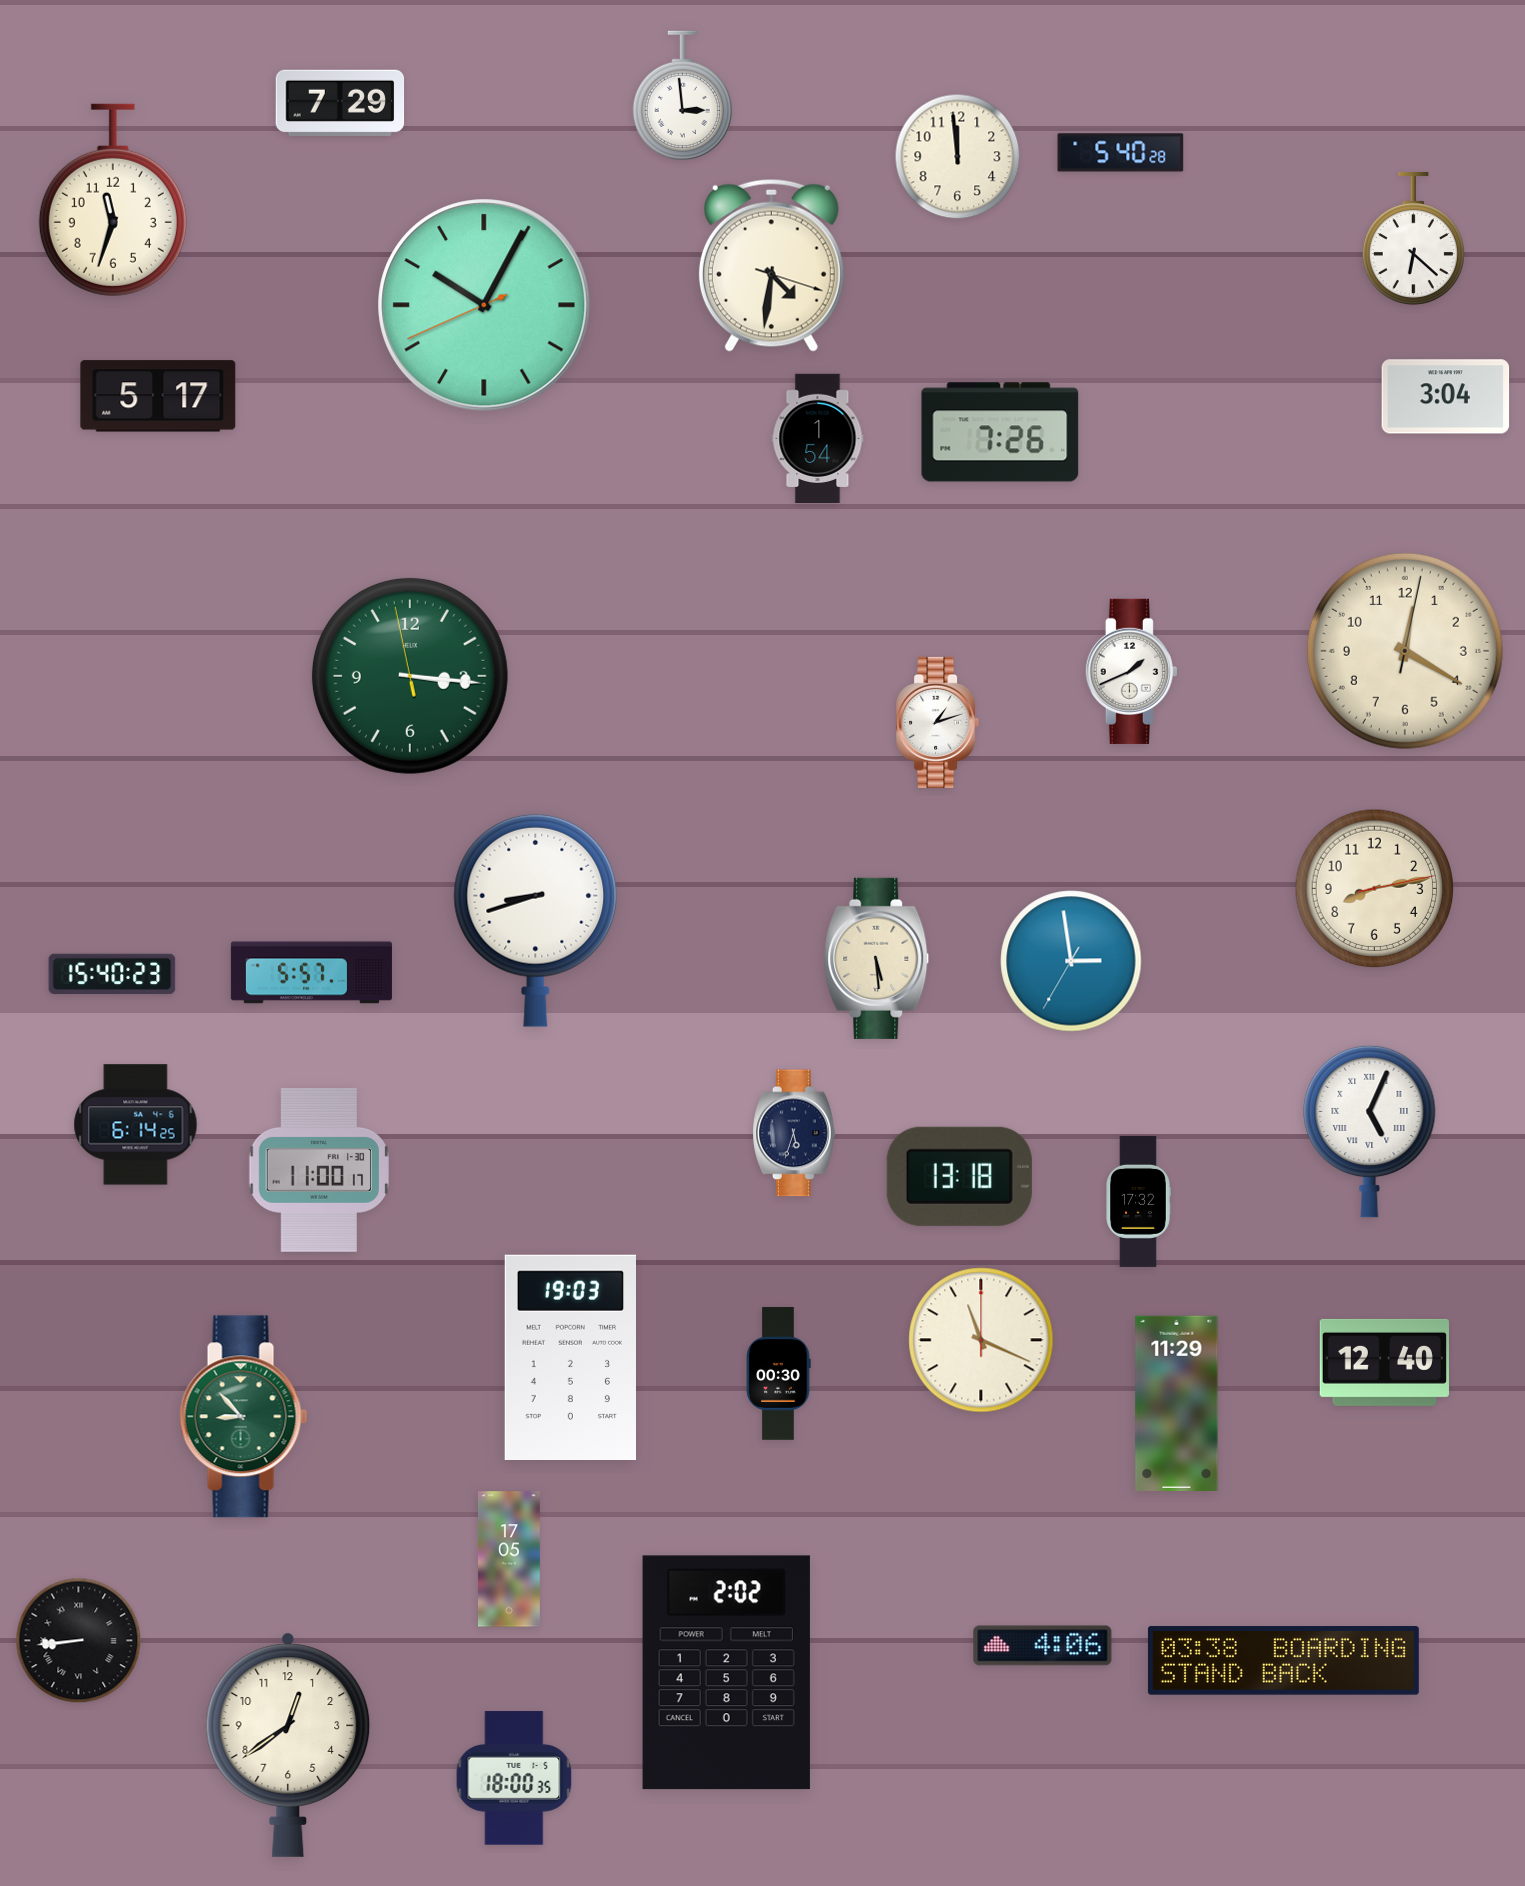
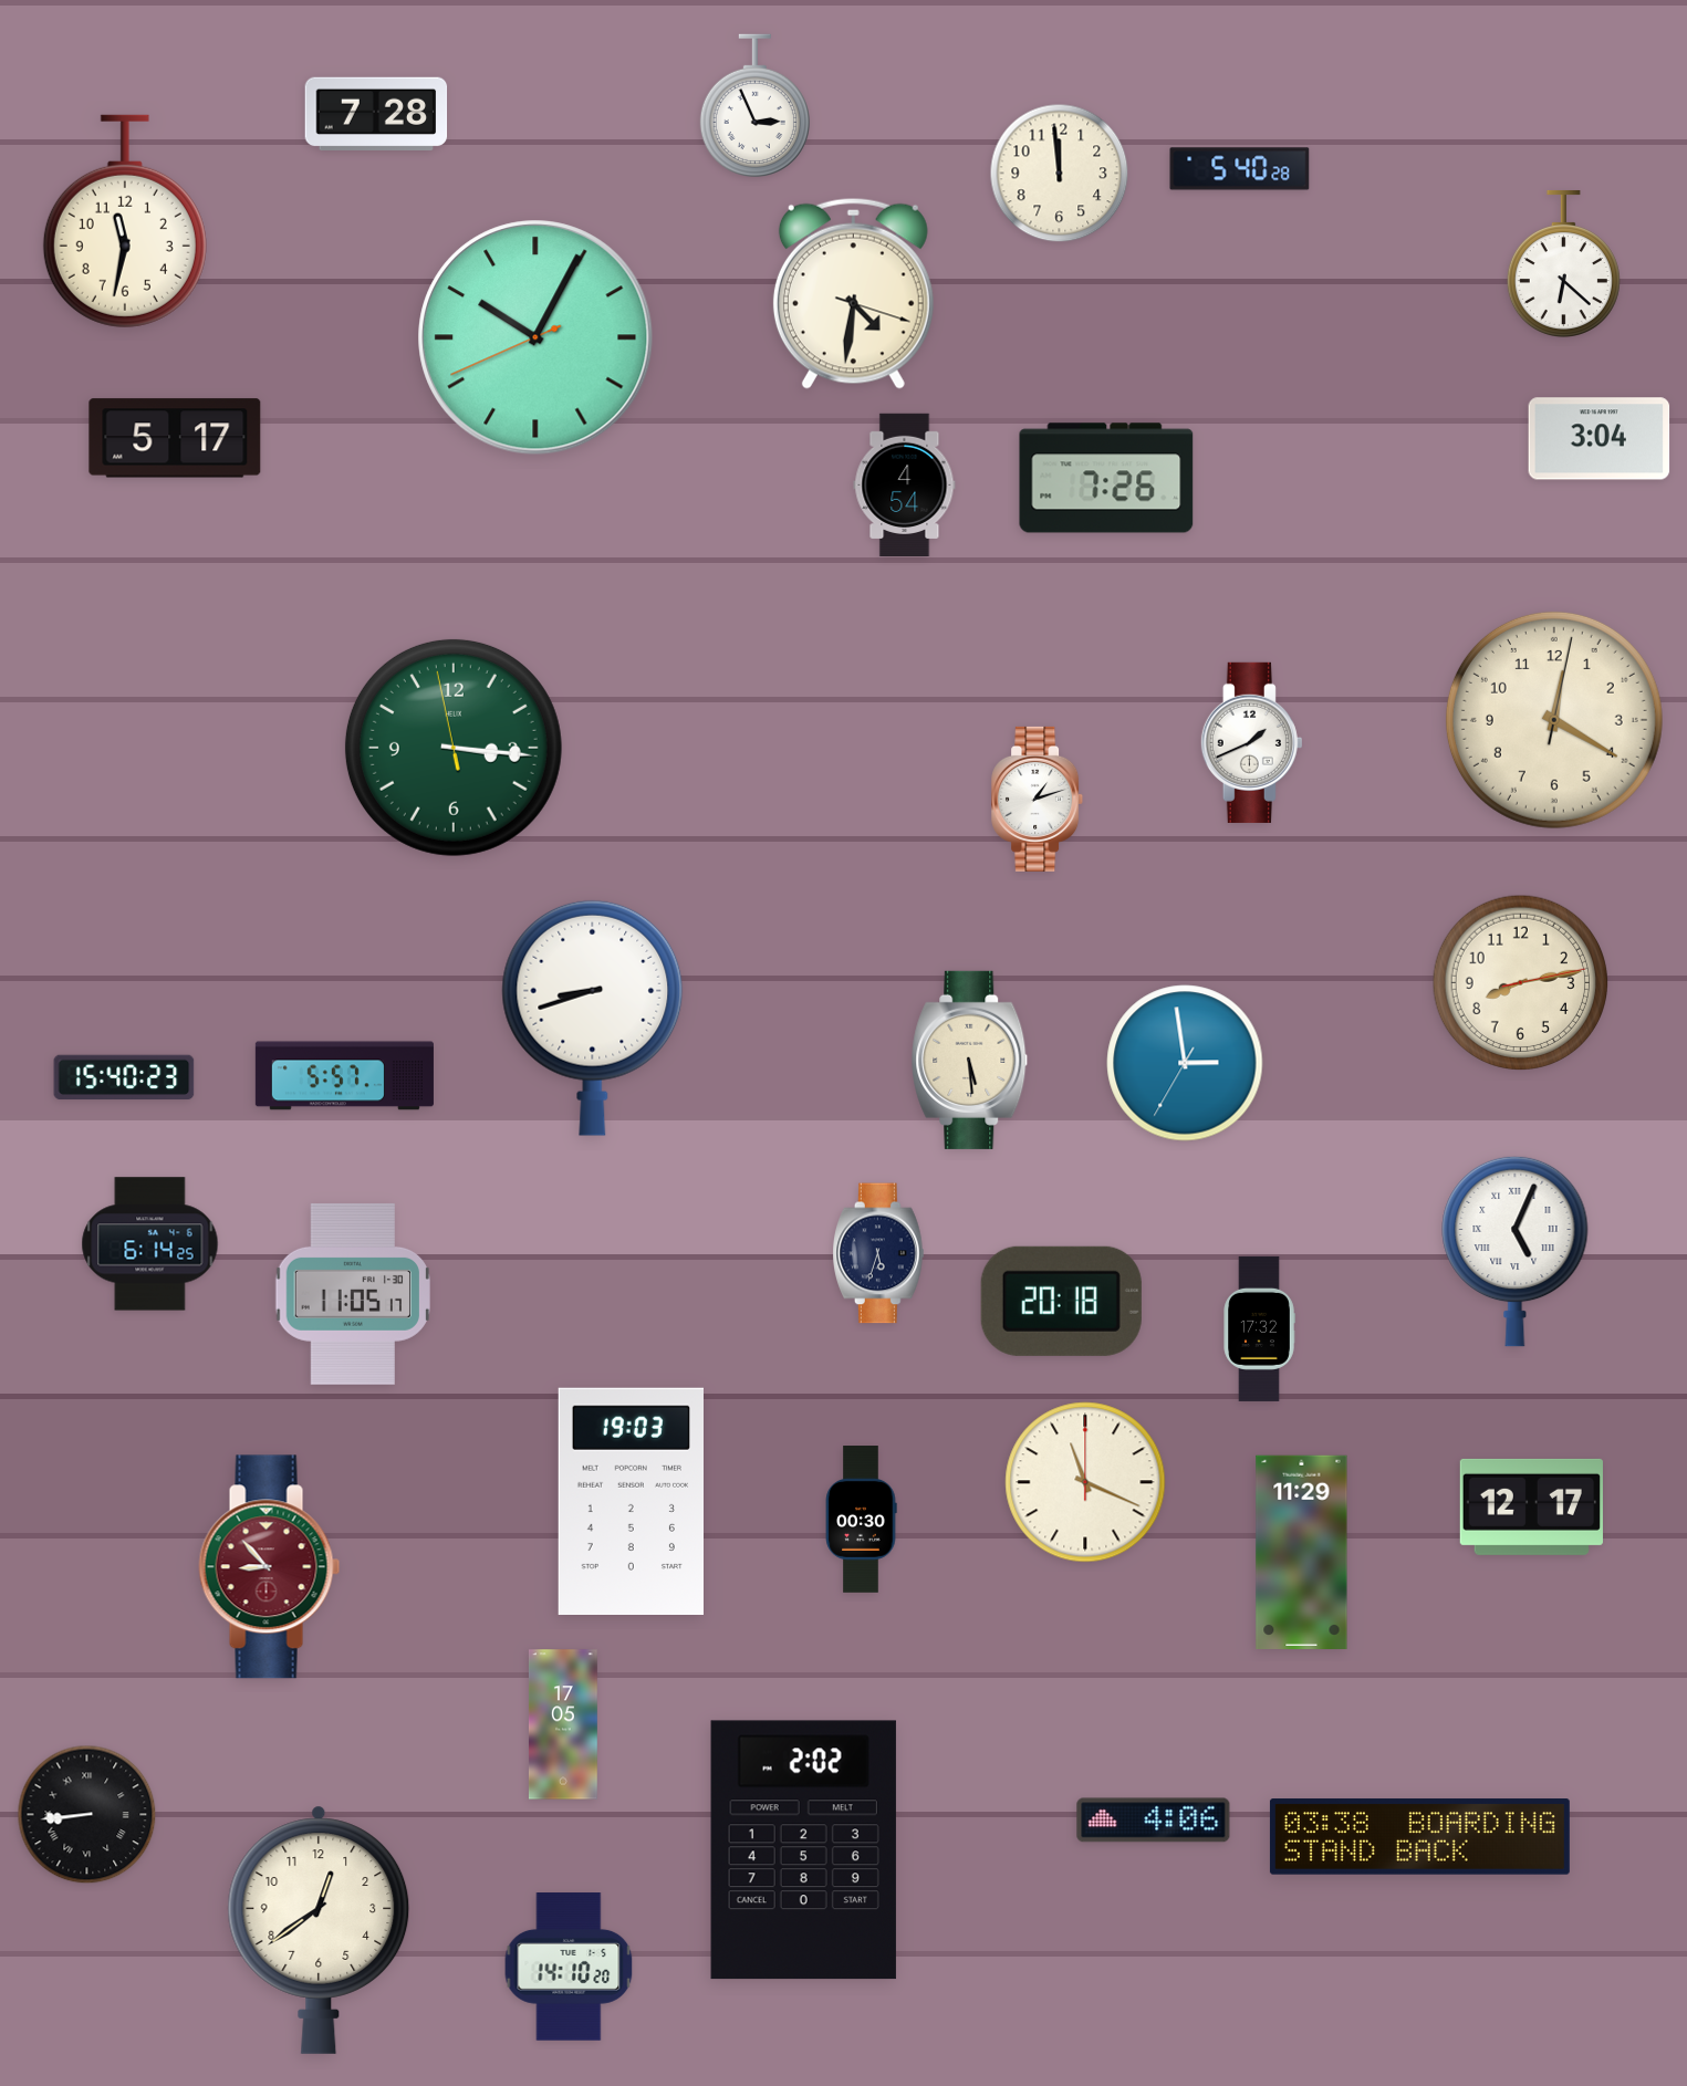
clock at (682, 95): 2:59 -> 2:56
clock at (340, 102): 7:29 -> 7:28
clock at (113, 200): 11:33 -> 11:32
clock at (818, 438): 1:54 -> 4:54
clock at (318, 1170): 11:00 -> 11:05
clock at (959, 1176): 13:18 -> 20:18
clock at (1384, 1362): 12:40 -> 12:17
clock at (244, 1417) dial: green -> burgundy
clock at (514, 1778): 18:00 -> 14:10
